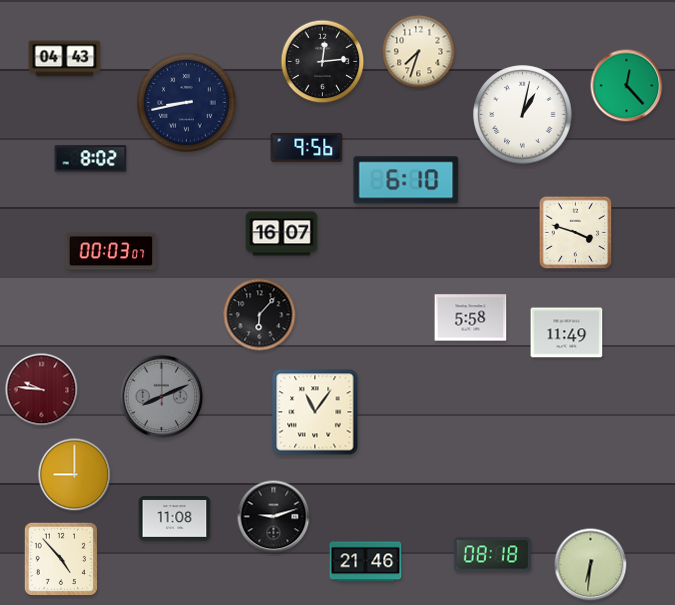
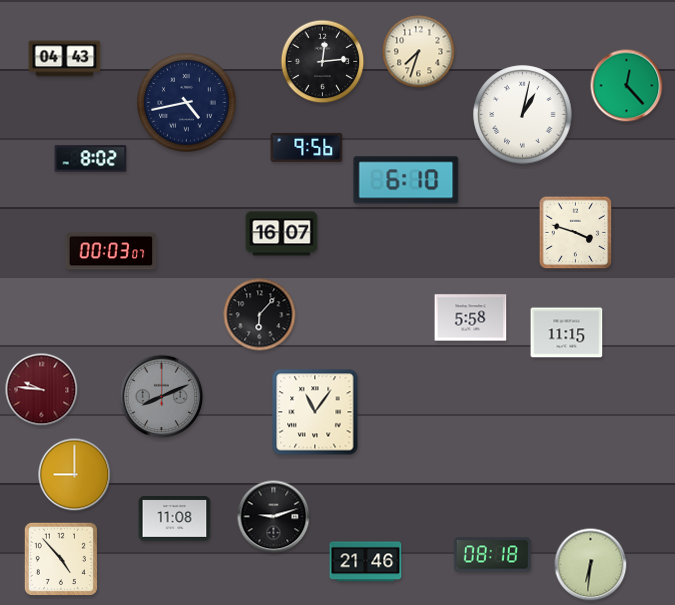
clock at (187, 103): 8:43 -> 4:43
clock at (567, 333): 11:49 -> 11:15
